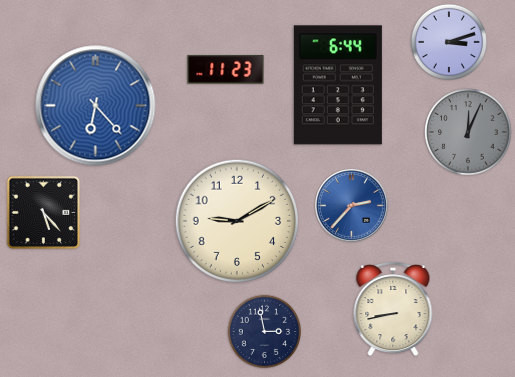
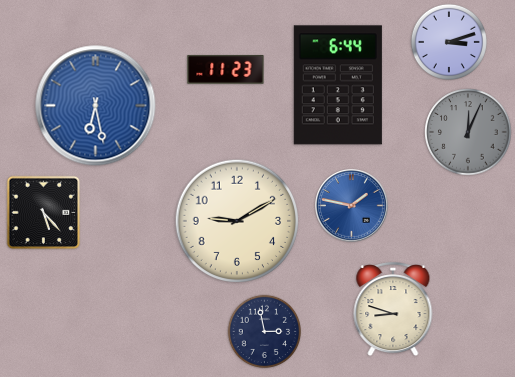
clock at (96, 106): 6:23 -> 6:28
clock at (352, 206): 2:37 -> 1:47
clock at (393, 310): 8:43 -> 8:48
